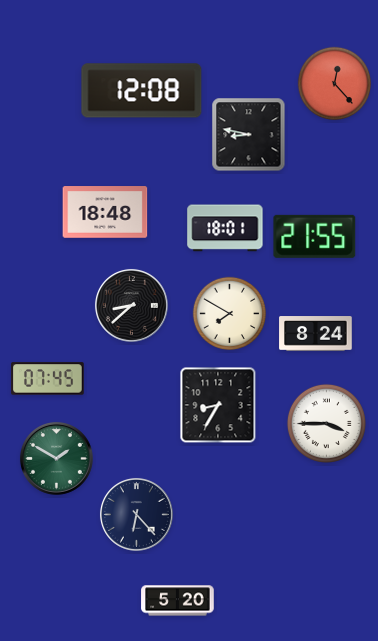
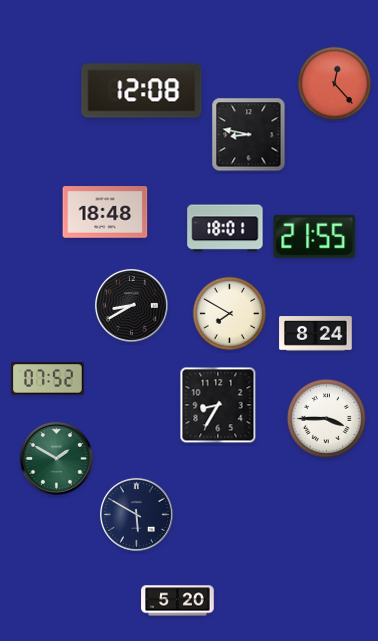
clock at (132, 305): 8:38 -> 8:40
clock at (48, 379): 07:45 -> 07:52
clock at (326, 423) position: (326, 423) -> (326, 418)
clock at (137, 514): 6:23 -> 5:50
